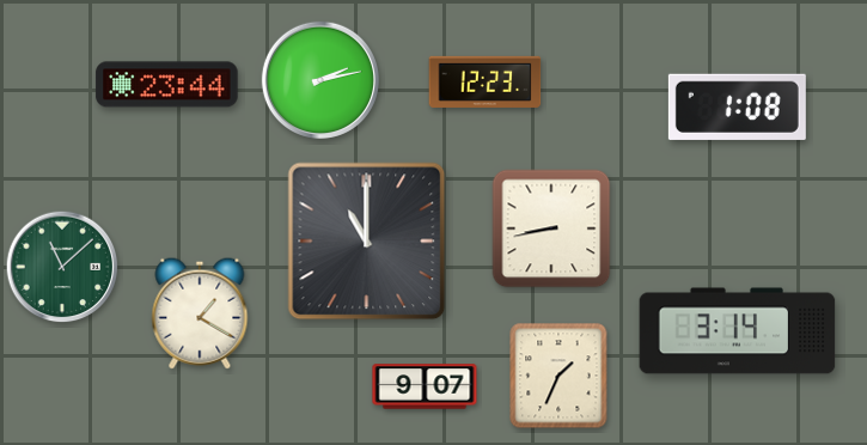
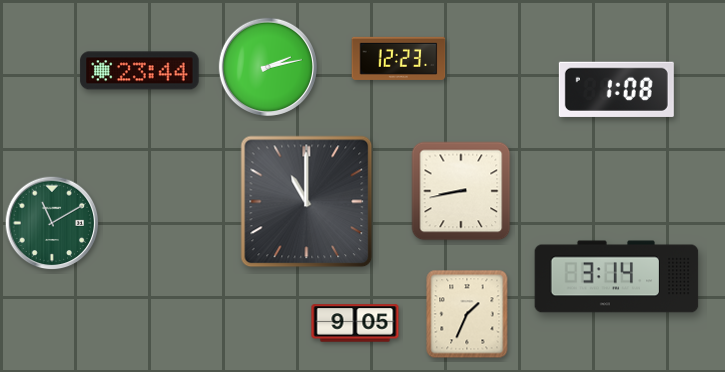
clock at (486, 81) position: (486, 81) -> (399, 58)
clock at (62, 267): 11:08 -> 11:10
clock at (200, 313): 1:20 -> none
clock at (425, 386): 9:07 -> 9:05
